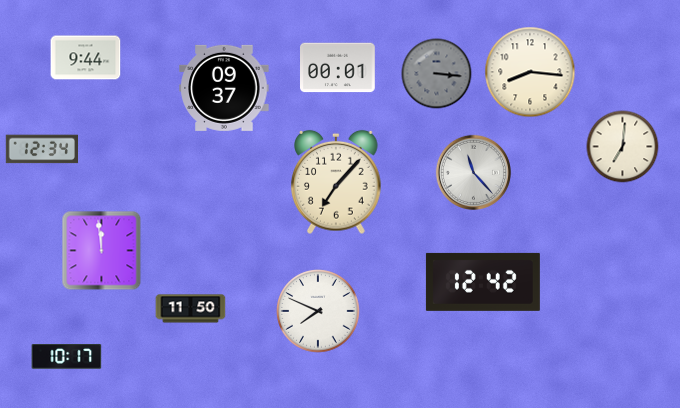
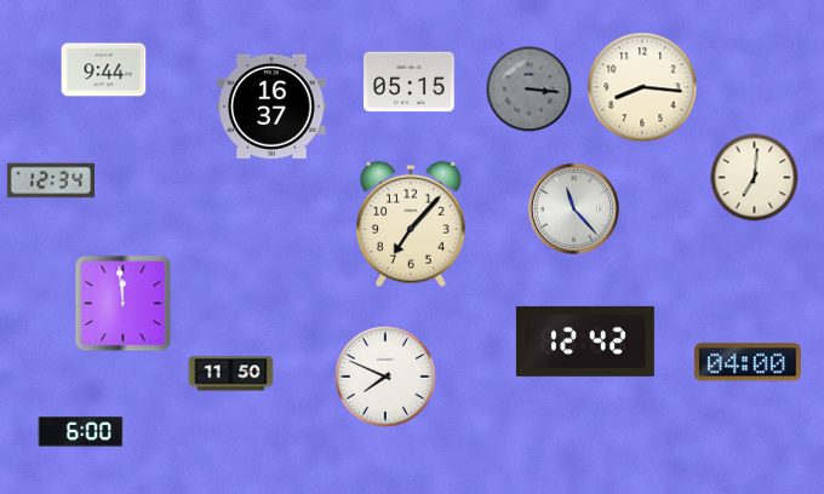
clock at (338, 68): 00:01 -> 05:15
clock at (224, 88): 09:37 -> 16:37
clock at (336, 182) position: (336, 182) -> (411, 224)
clock at (748, 362): none -> 04:00
clock at (67, 357): 10:17 -> 6:00
